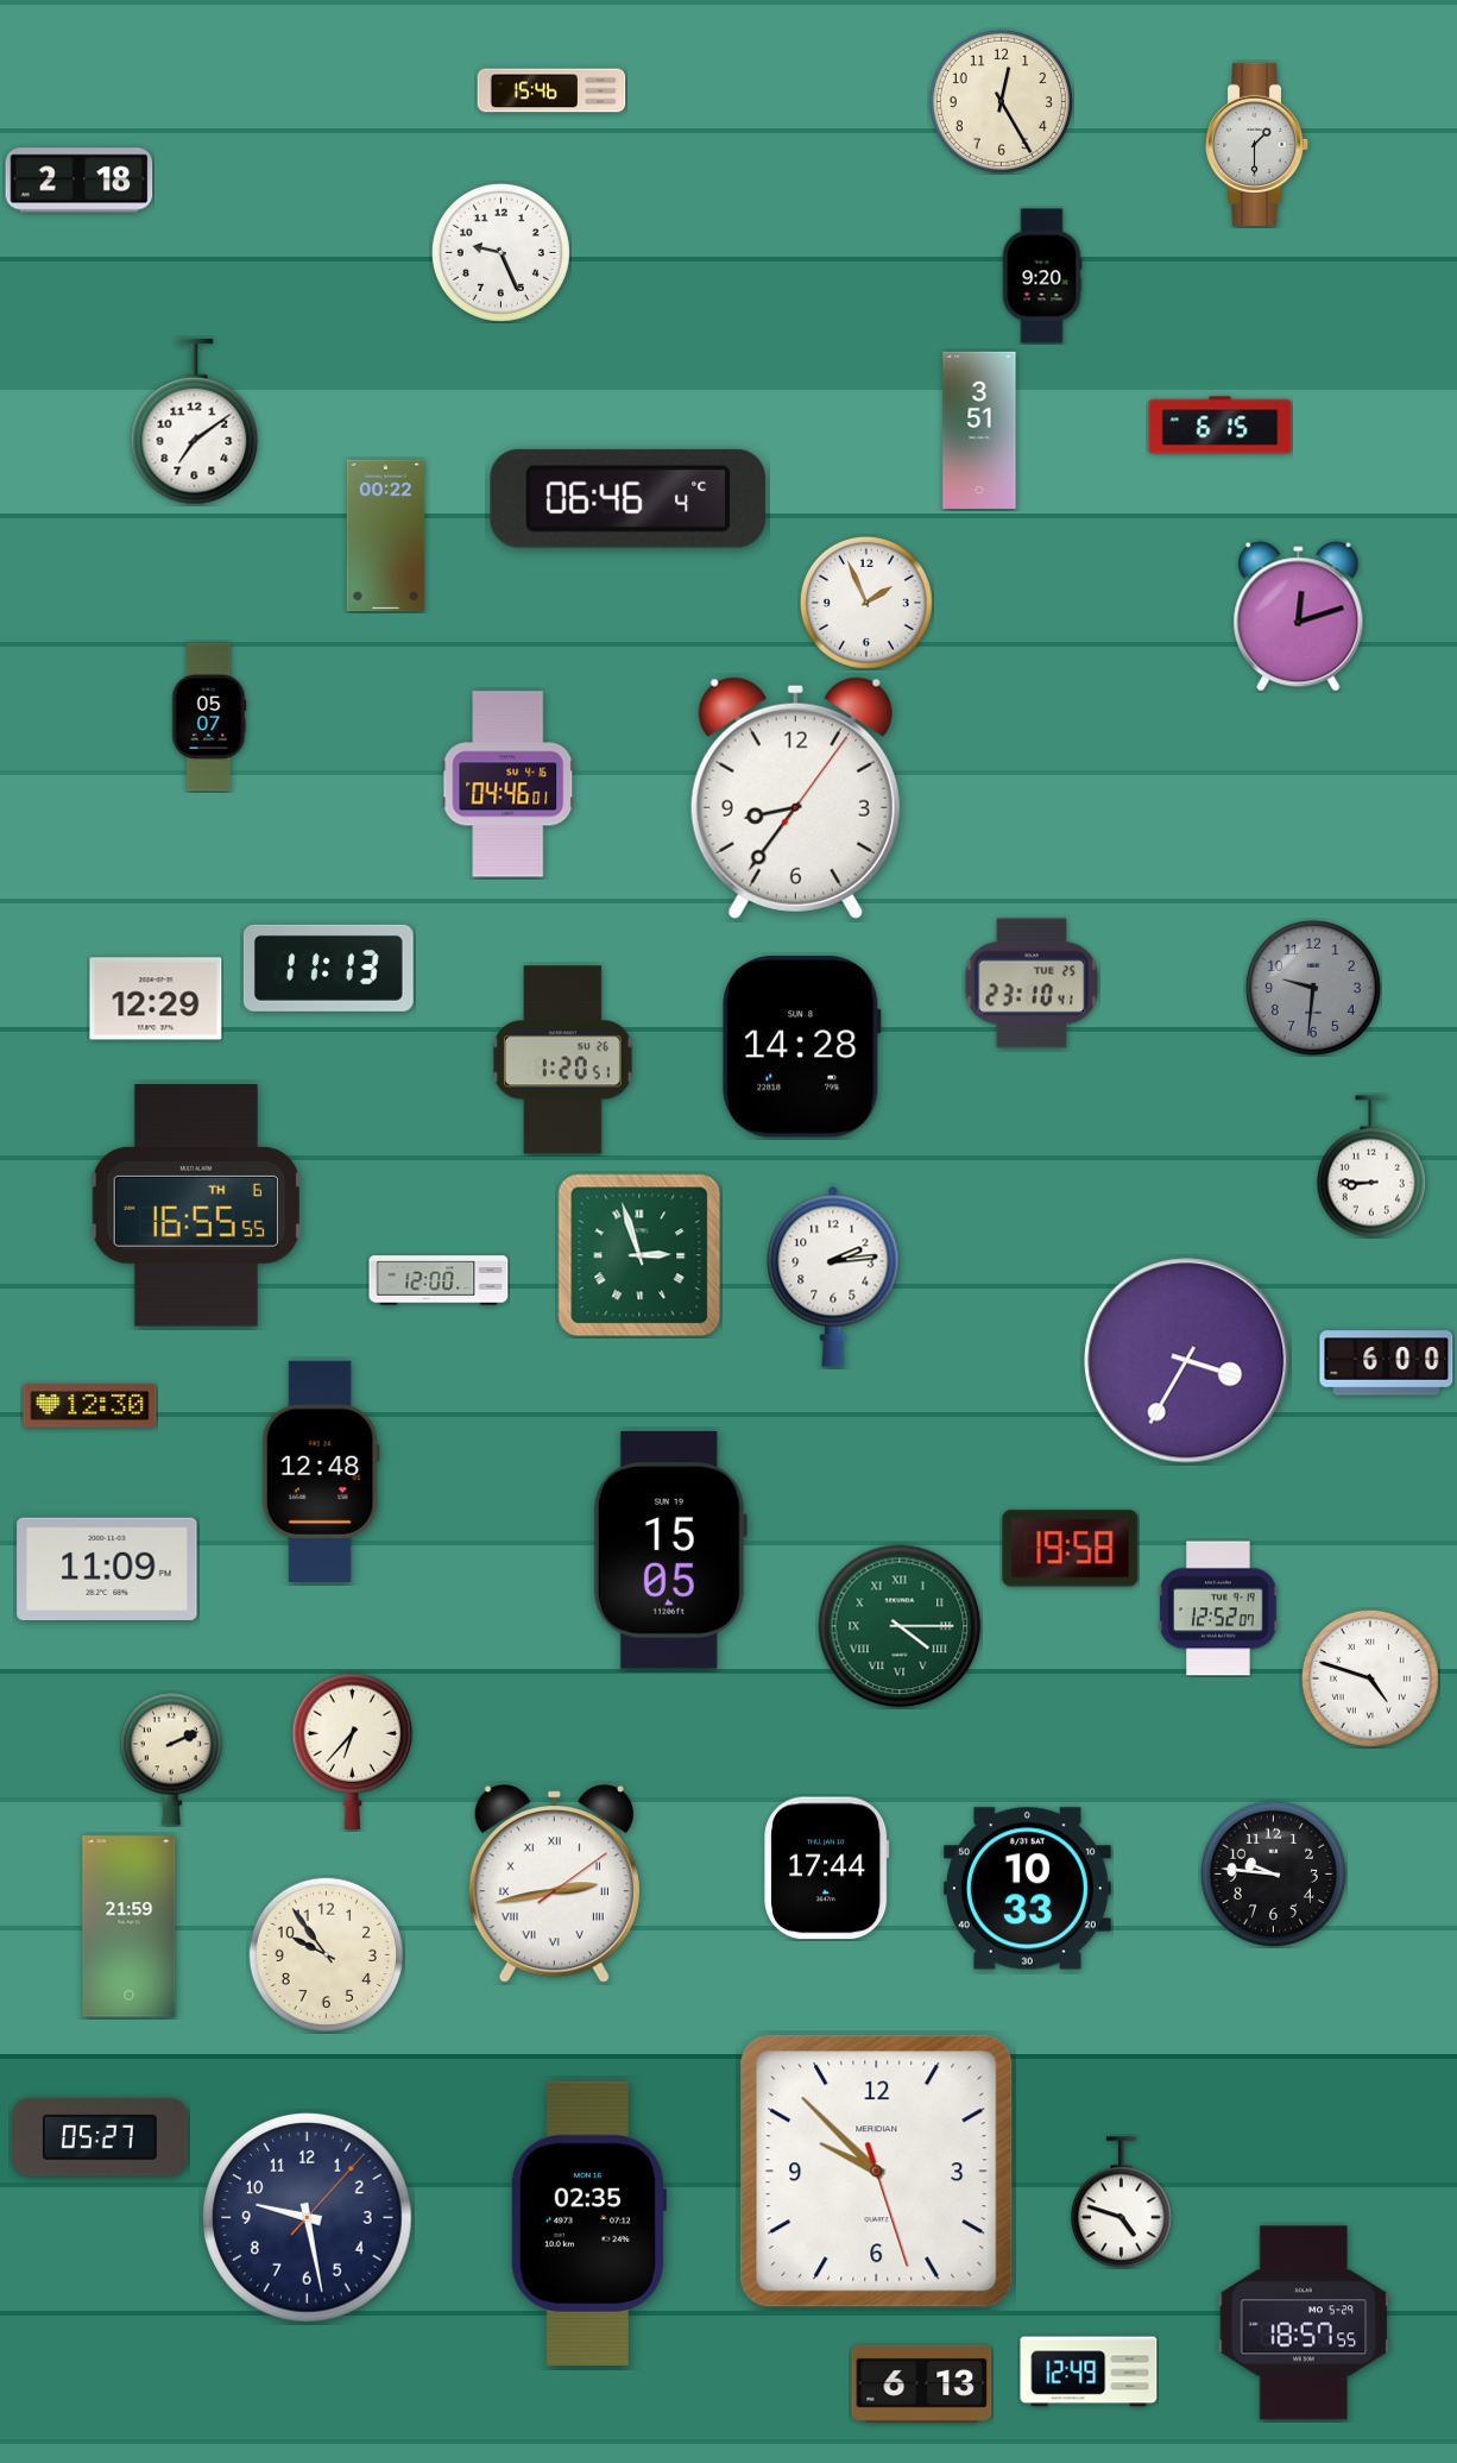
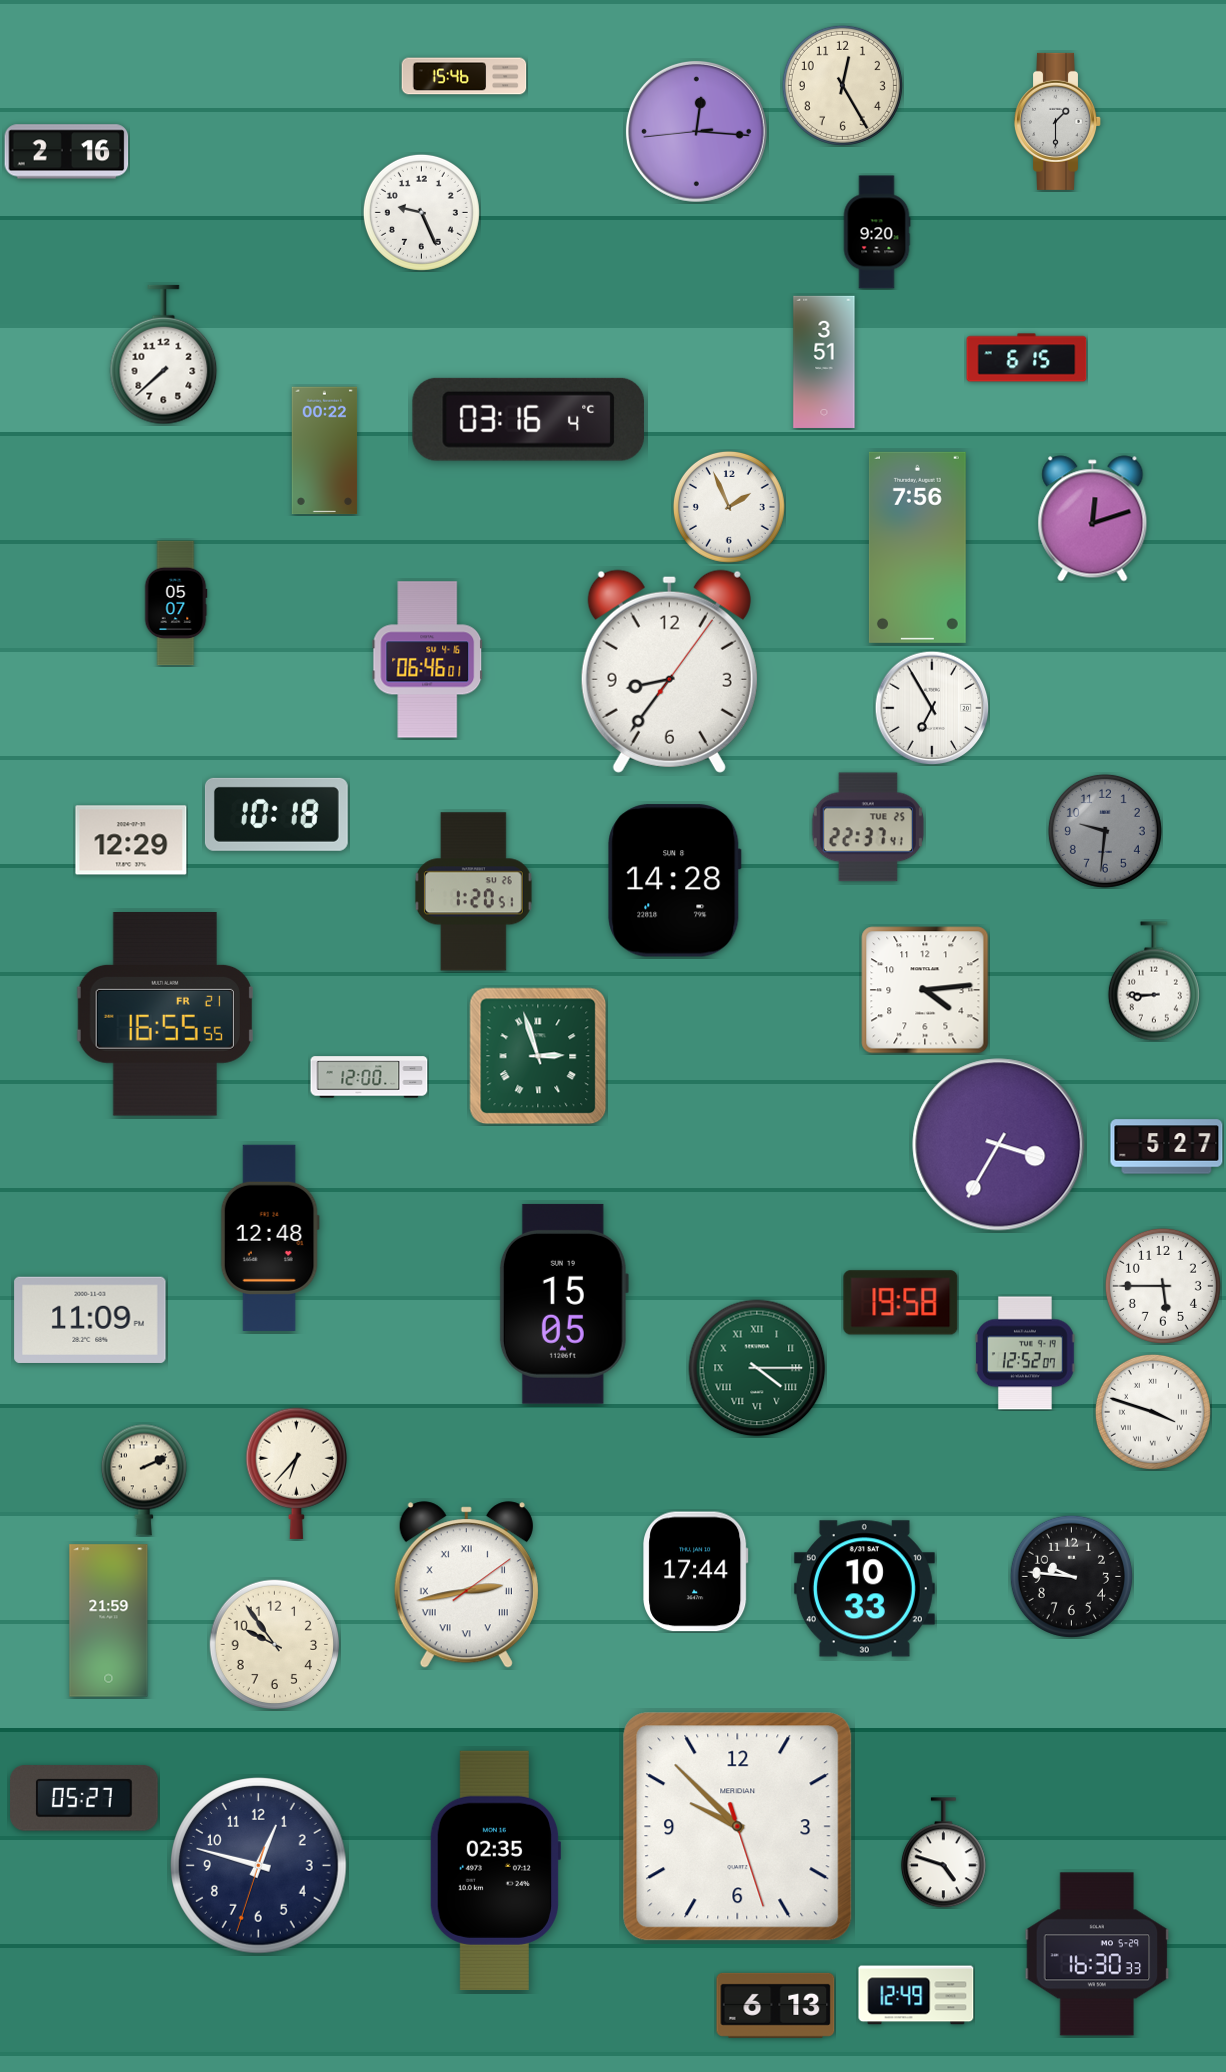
clock at (696, 131): none -> 12:15
clock at (80, 181): 2:18 -> 2:16
clock at (195, 422): 7:09 -> 7:38
clock at (627, 498): 06:46 -> 03:16
clock at (917, 547): none -> 7:56
clock at (509, 785): 04:46 -> 06:46
clock at (932, 708): none -> 6:55
clock at (328, 968): 11:13 -> 10:18
clock at (1032, 983): 23:10 -> 22:37
clock at (925, 990): none -> 4:14
clock at (196, 1207) date: TH 6 -> FR 21
clock at (833, 1277): 2:14 -> none
clock at (1387, 1363): 6:00 -> 5:27
clock at (90, 1406): 12:30 -> none
clock at (1163, 1286): none -> 5:45
clock at (1370, 1678): 4:48 -> 3:48
clock at (308, 2218): 9:28 -> 12:47
clock at (1304, 2323): 18:57 -> 16:30
